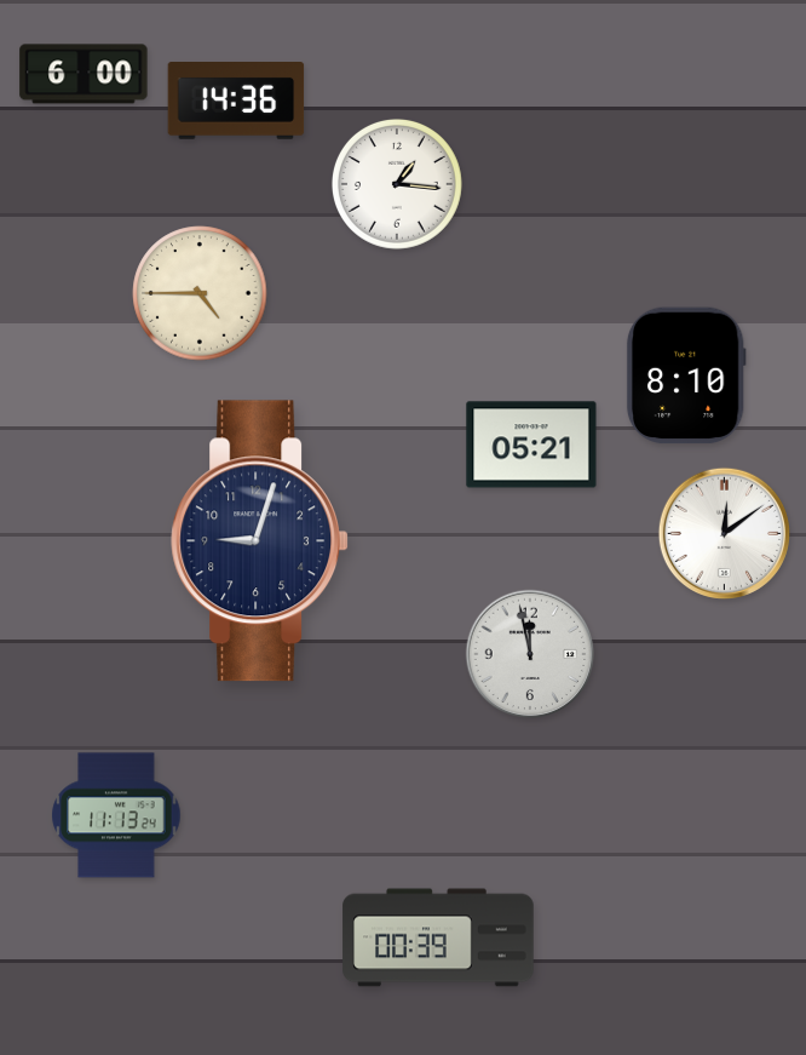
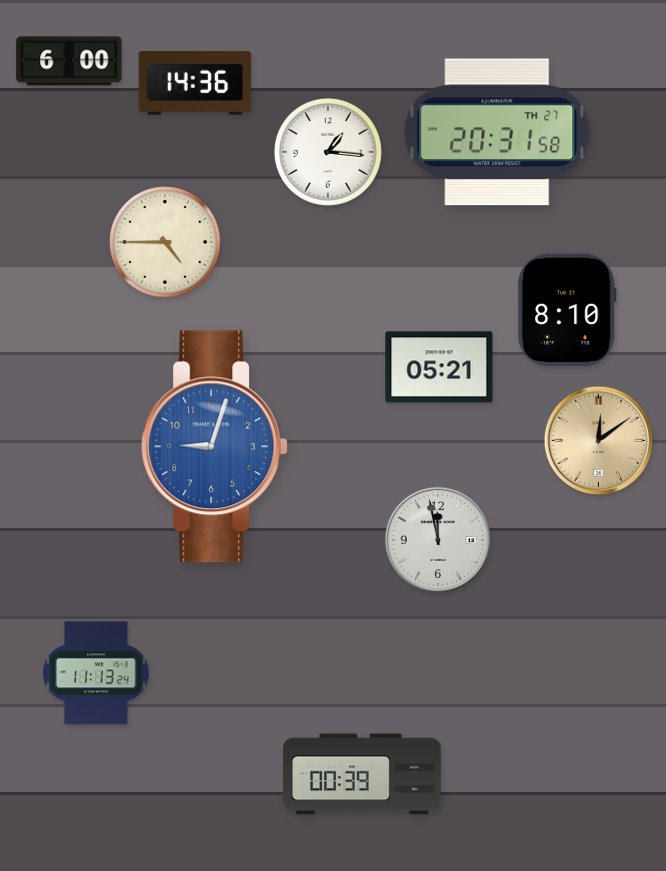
clock at (497, 132): none -> 20:31
clock at (724, 533) dial: white -> champagne
clock at (260, 541) dial: navy -> blue
